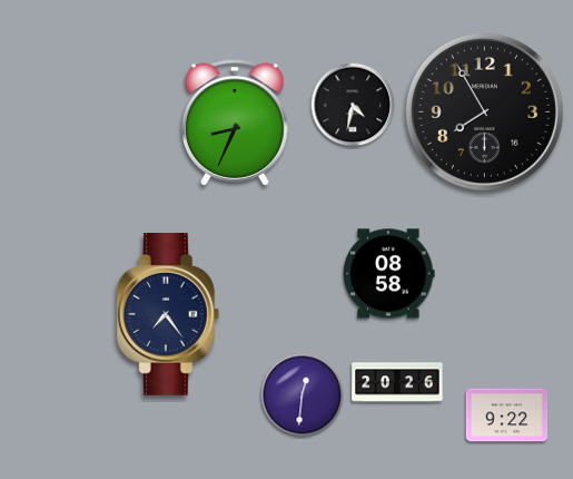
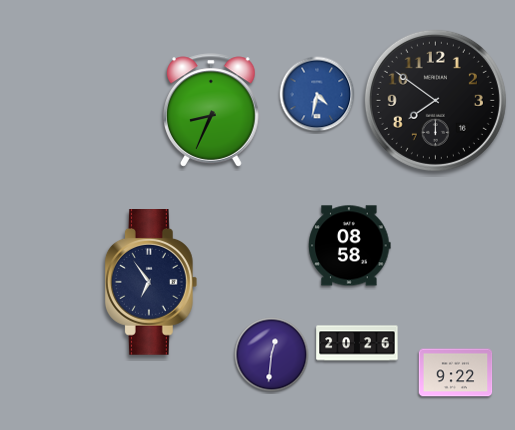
clock at (353, 105) dial: black -> blue
clock at (484, 111): 7:55 -> 7:51
clock at (168, 315): 7:24 -> 6:54
